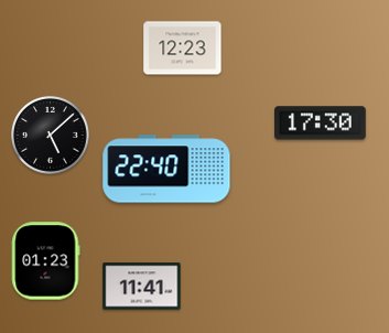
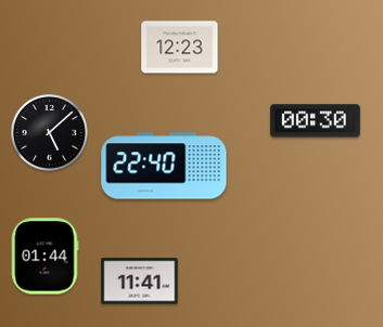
clock at (321, 123): 17:30 -> 00:30
clock at (45, 261): 01:23 -> 01:44
